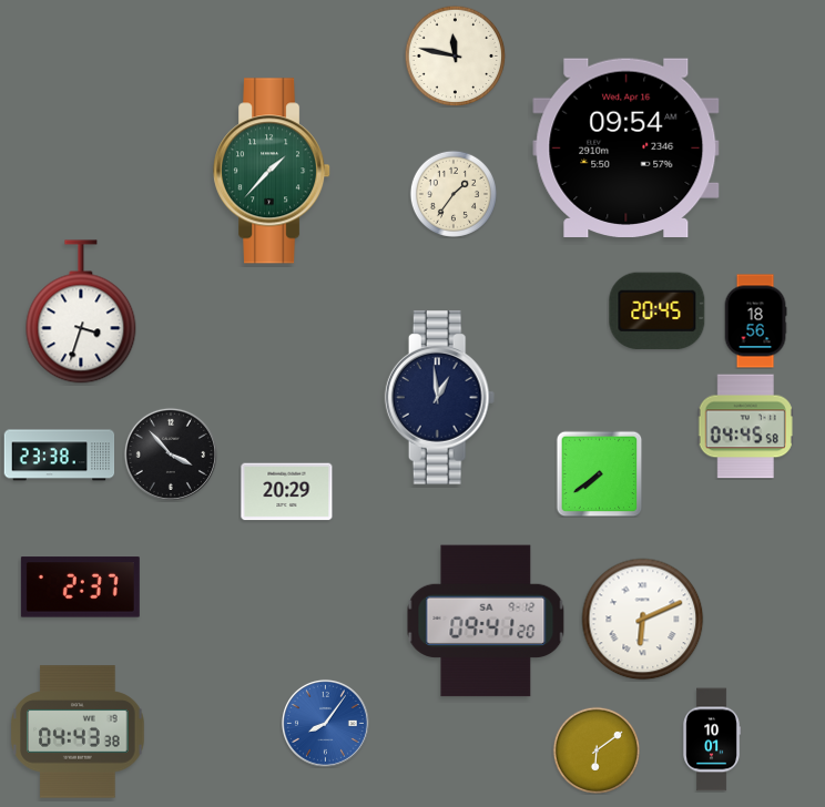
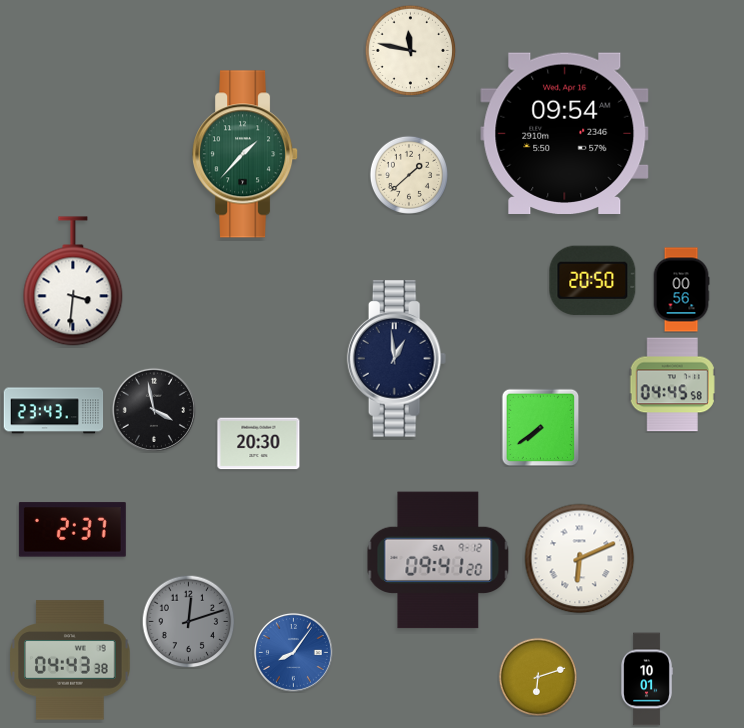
clock at (454, 194): 1:36 -> 1:38
clock at (81, 311): 3:33 -> 3:31
clock at (658, 311): 20:45 -> 20:50
clock at (755, 321): 18:56 -> 00:56
clock at (171, 454): 3:53 -> 3:58
clock at (60, 456): 23:38 -> 23:43
clock at (287, 492): 20:29 -> 20:30
clock at (188, 621): none -> 12:12
clock at (712, 739) position: (712, 739) -> (647, 679)
clock at (597, 750): 6:09 -> 6:12
